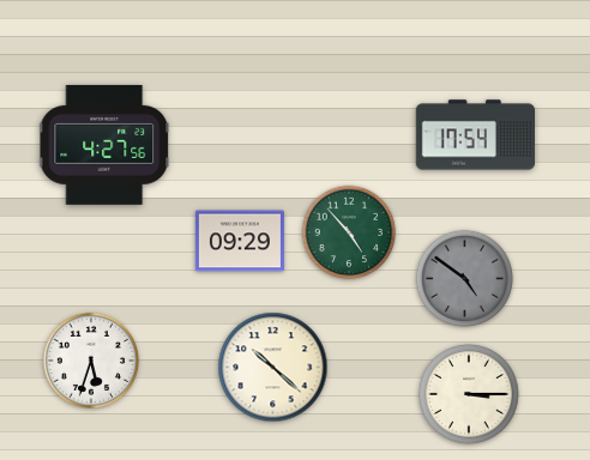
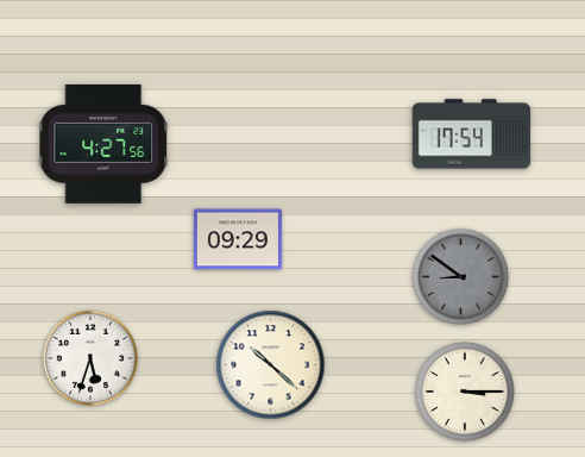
clock at (349, 232): 4:53 -> none
clock at (464, 278): 4:51 -> 8:51
